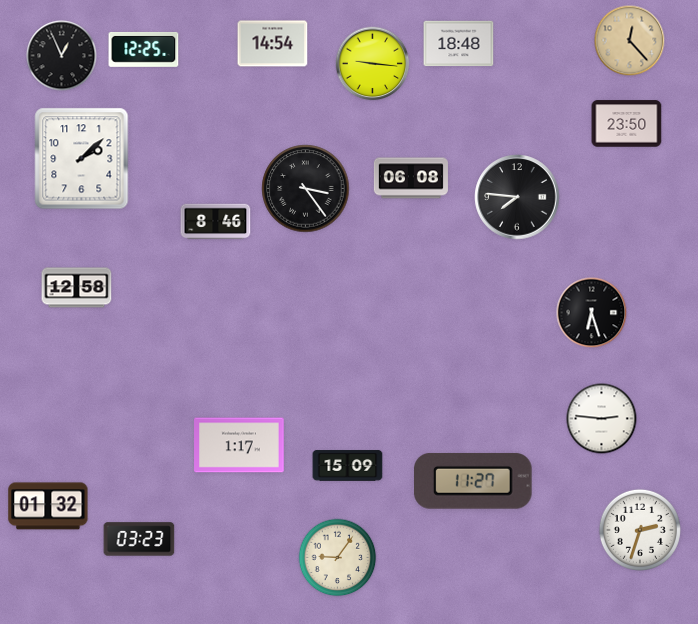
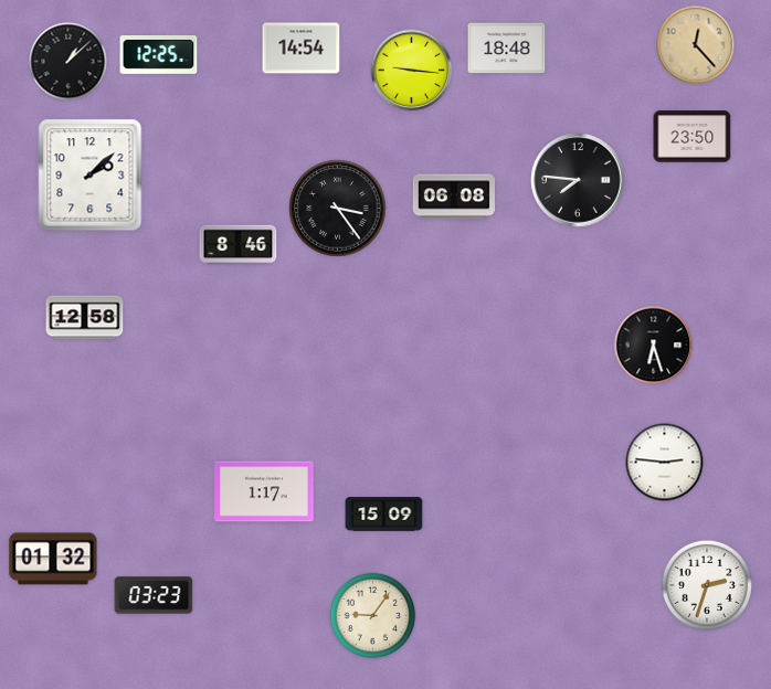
clock at (62, 56): 12:56 -> 1:08
clock at (517, 197) position: (517, 197) -> (578, 180)
clock at (474, 481): 11:27 -> none
